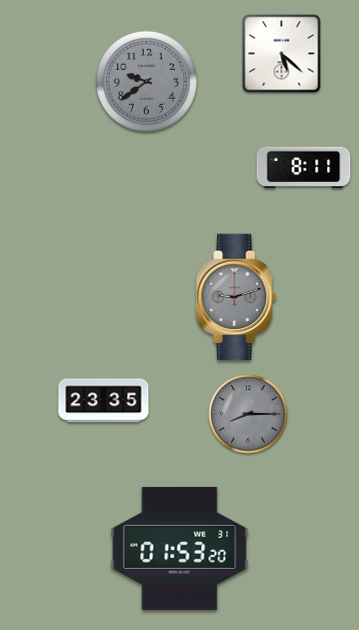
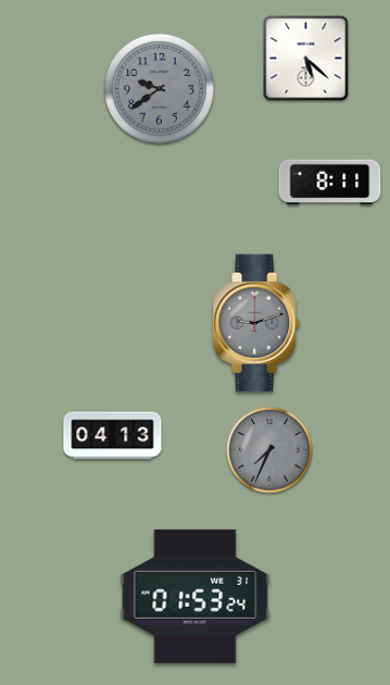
clock at (104, 401): 23:35 -> 04:13
clock at (248, 414): 8:15 -> 7:34
clock at (180, 548): 01:53:20 -> 01:53:24
